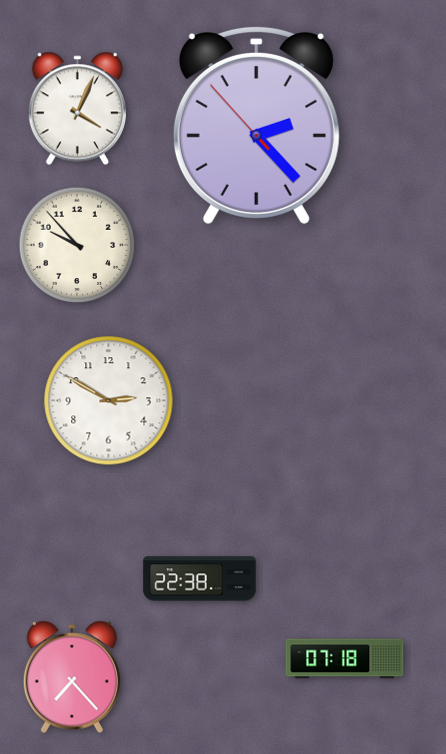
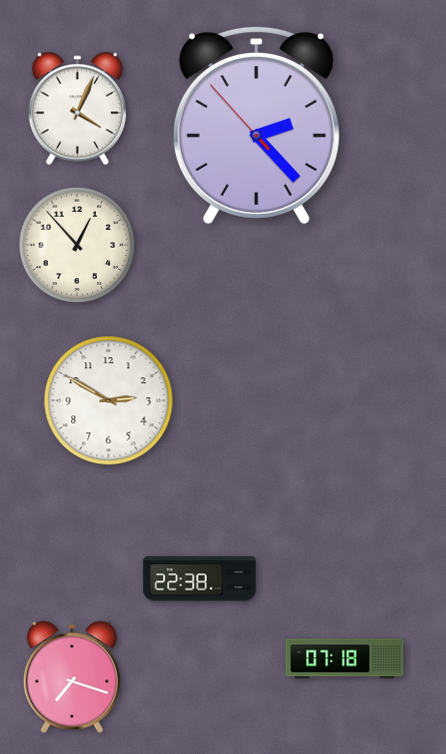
clock at (77, 245): 9:53 -> 12:53
clock at (72, 677): 7:23 -> 7:18
